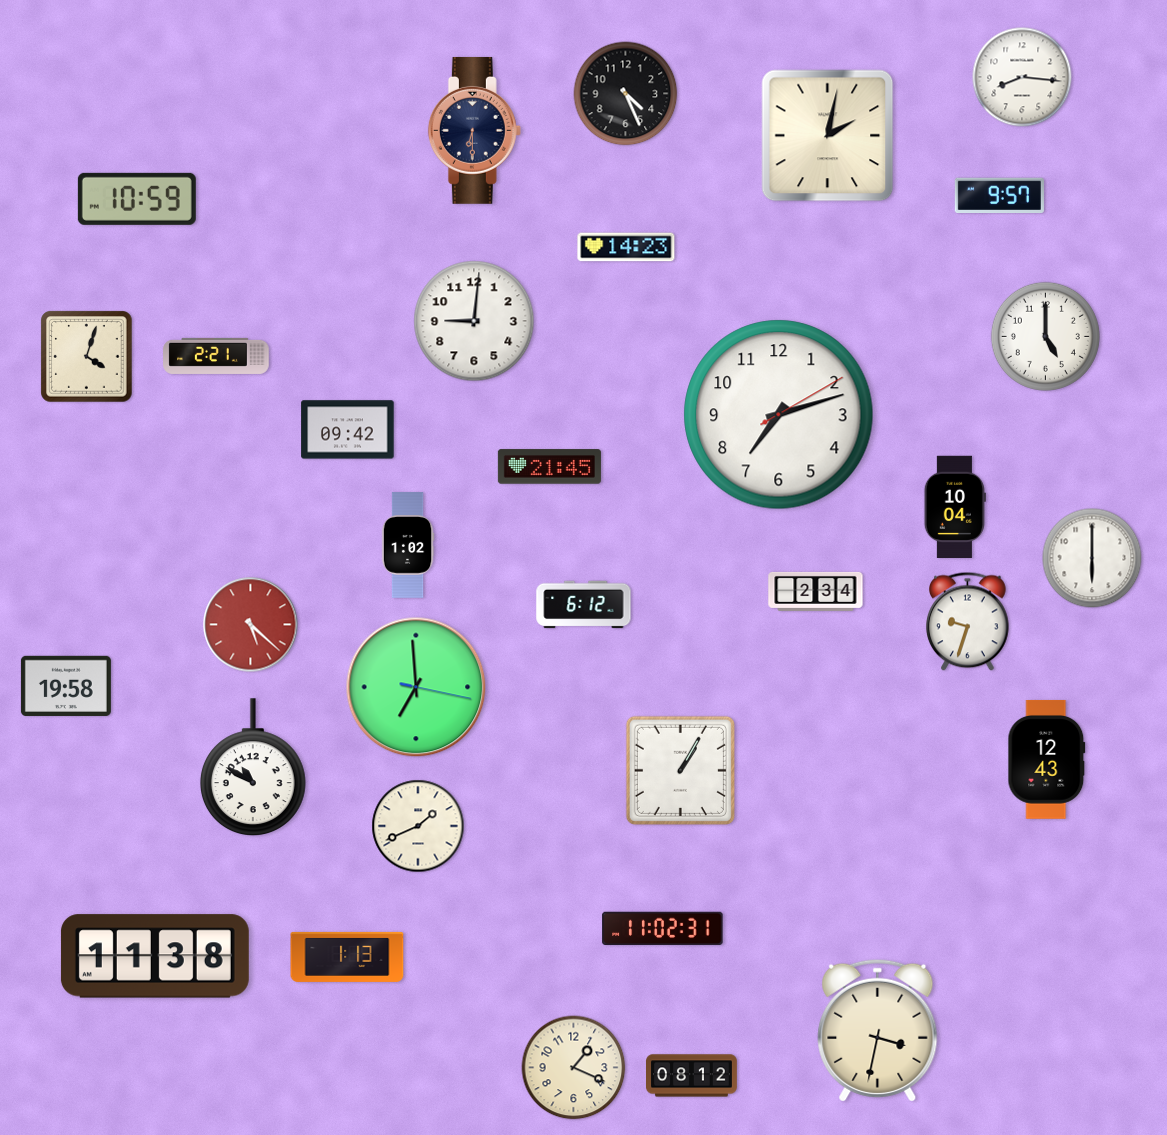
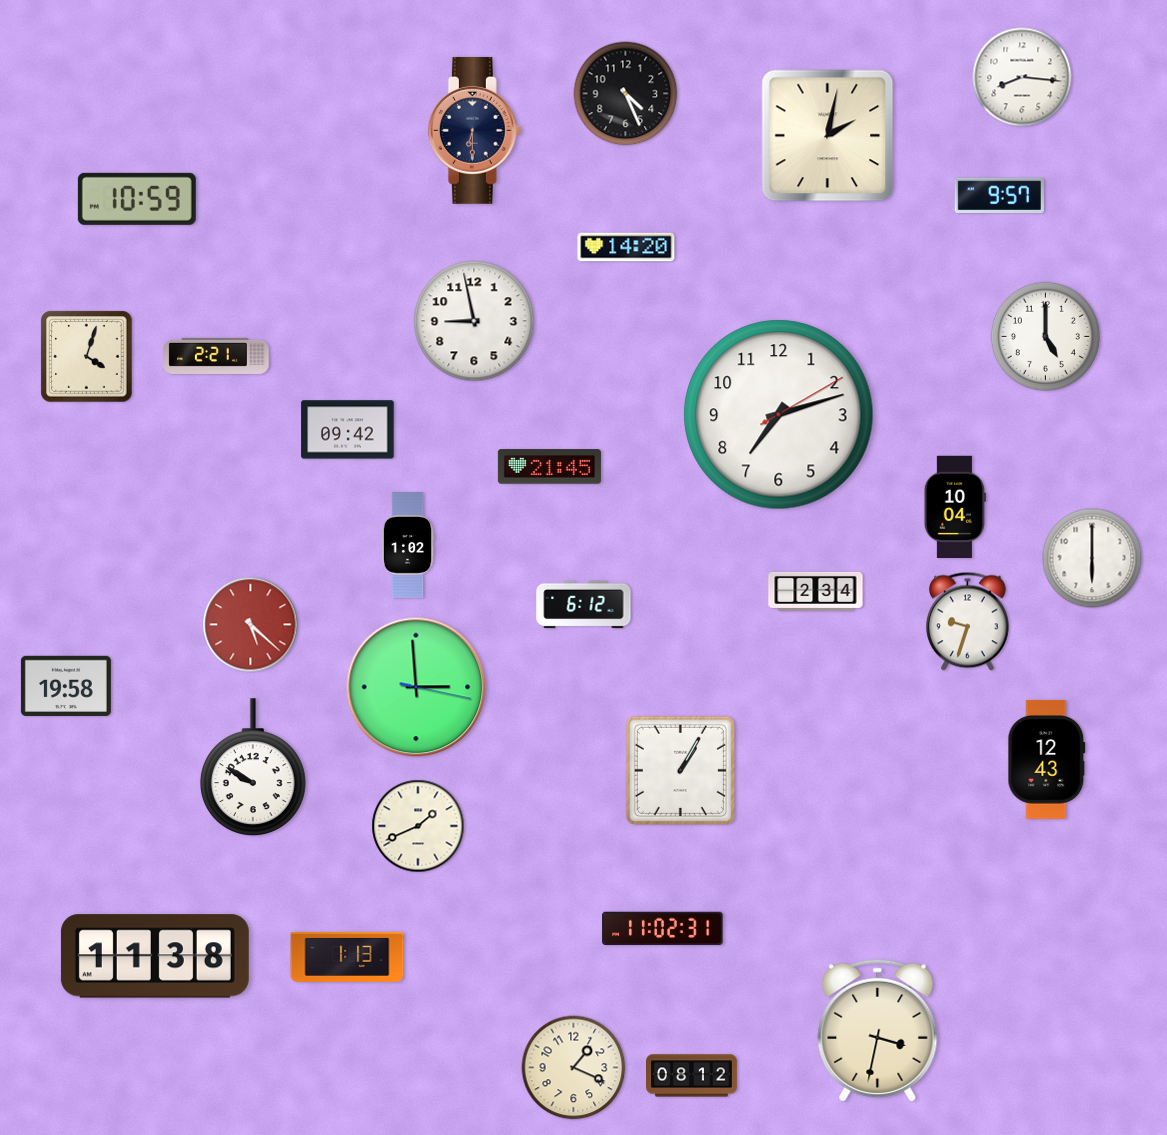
clock at (626, 247): 14:23 -> 14:20
clock at (474, 321): 9:01 -> 8:58
clock at (416, 687): 6:59 -> 2:59
clock at (253, 767): 10:50 -> 9:50
